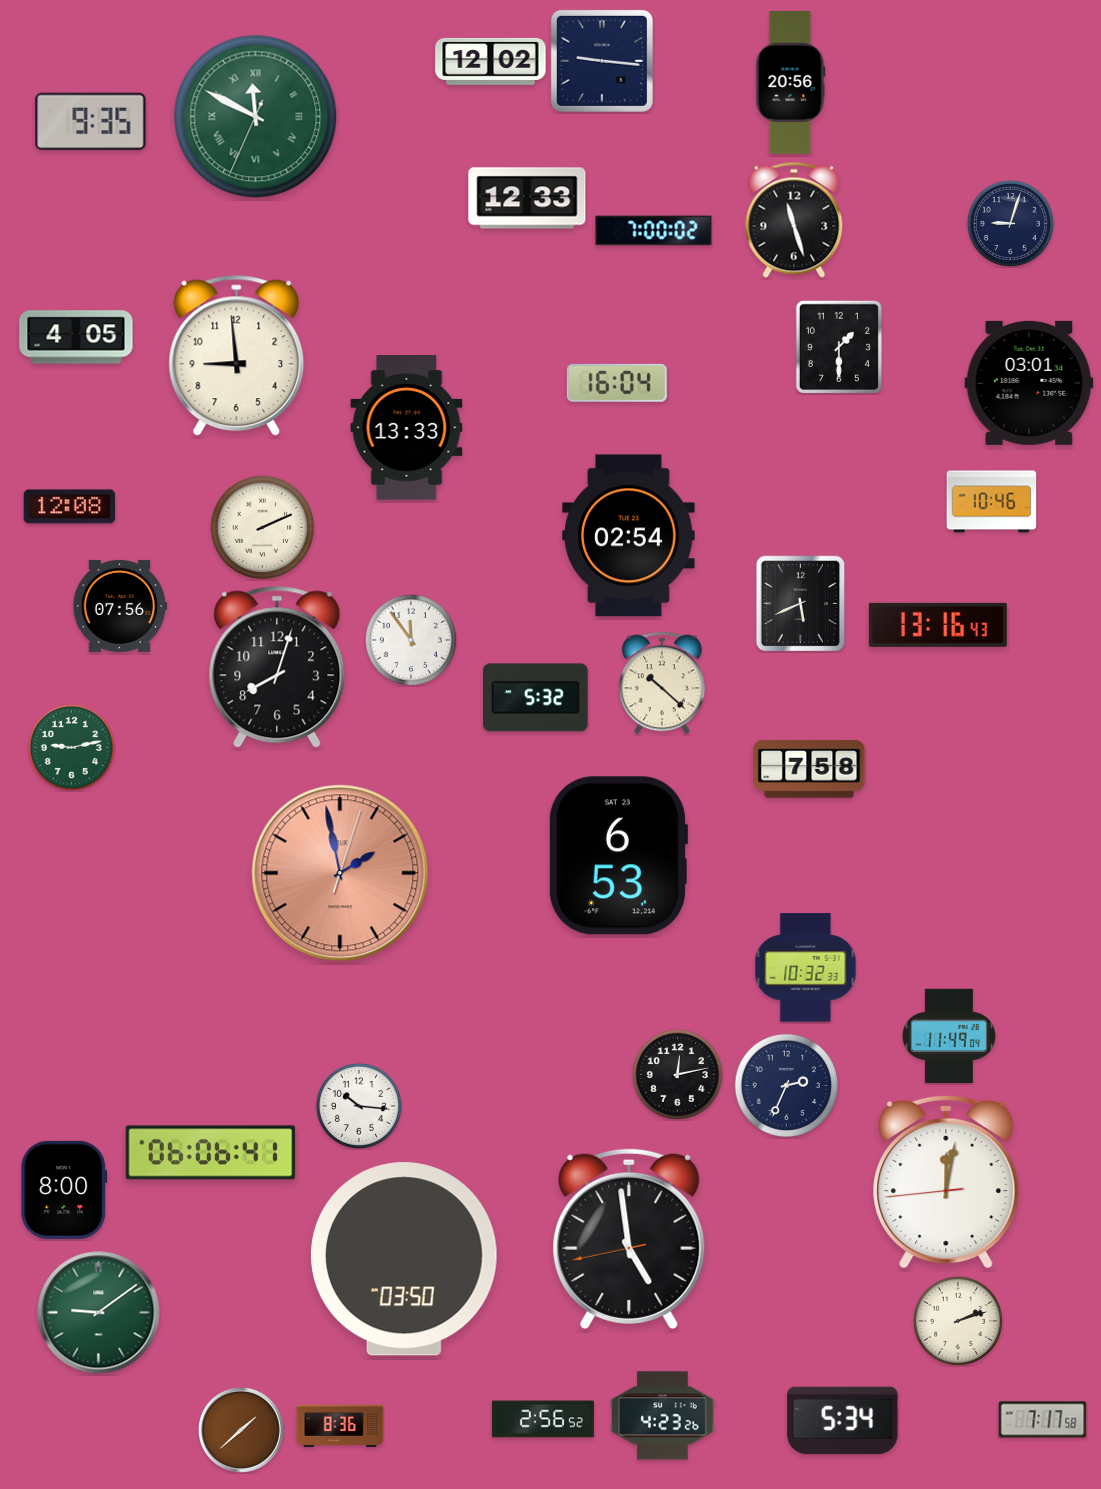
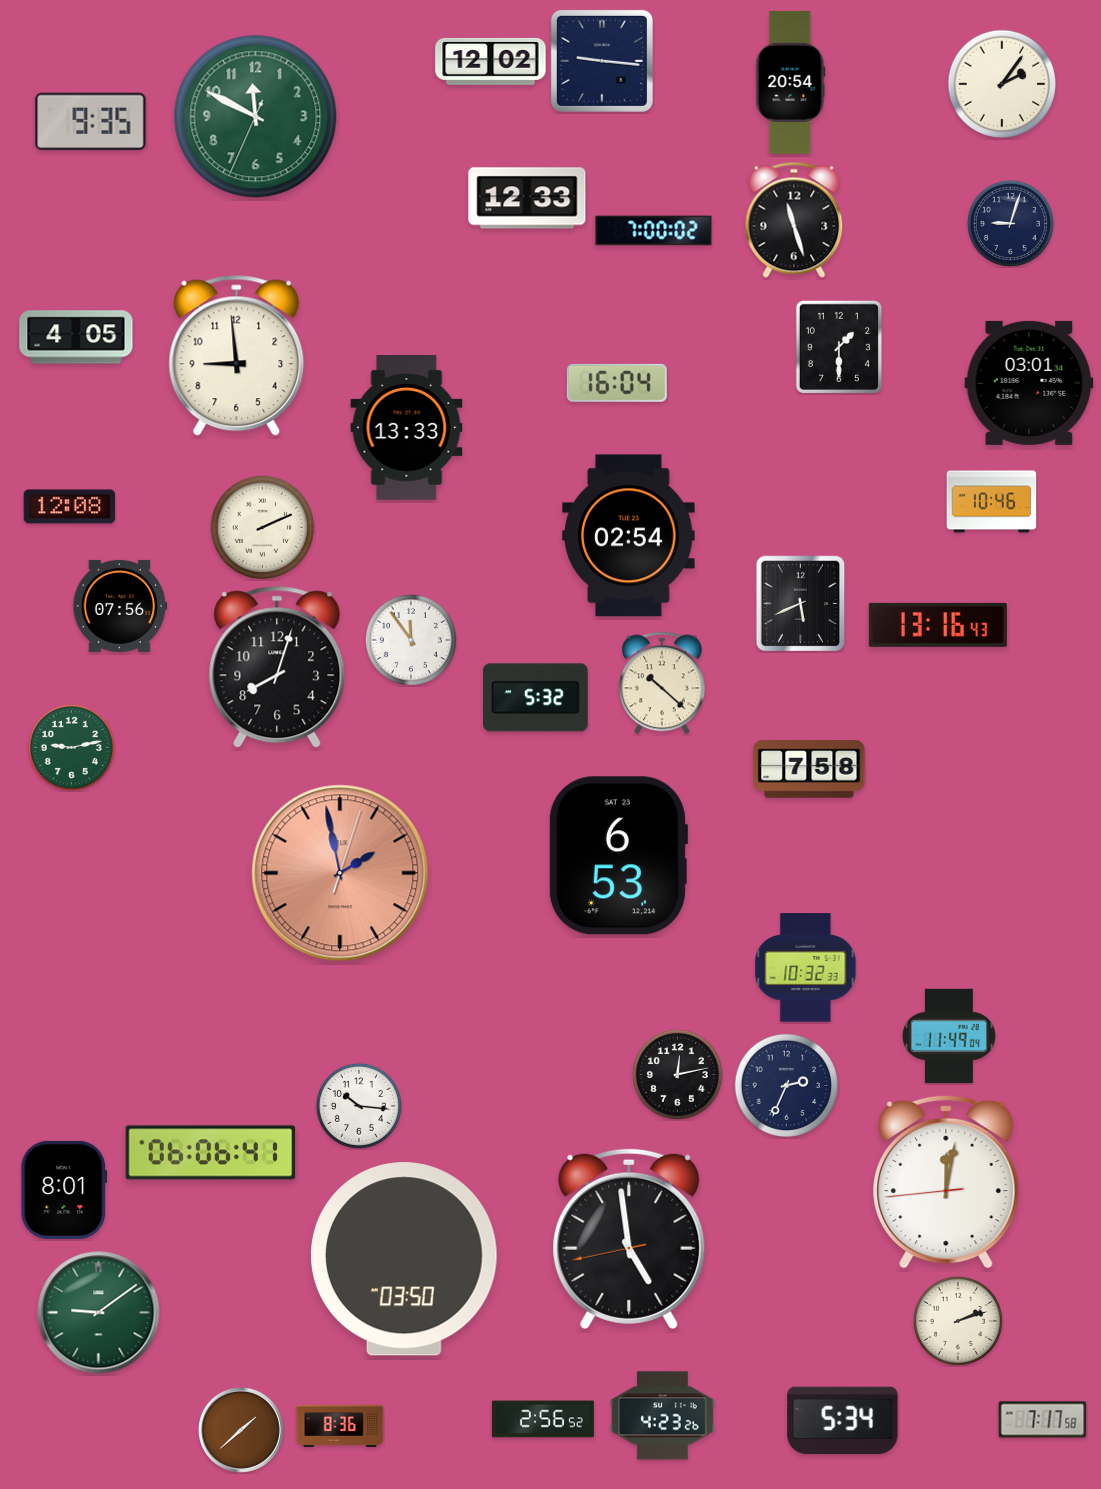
clock at (791, 83): 20:56 -> 20:54
clock at (1001, 84): none -> 2:06
clock at (256, 117) numerals: Roman -> Arabic
clock at (64, 1190): 8:00 -> 8:01
